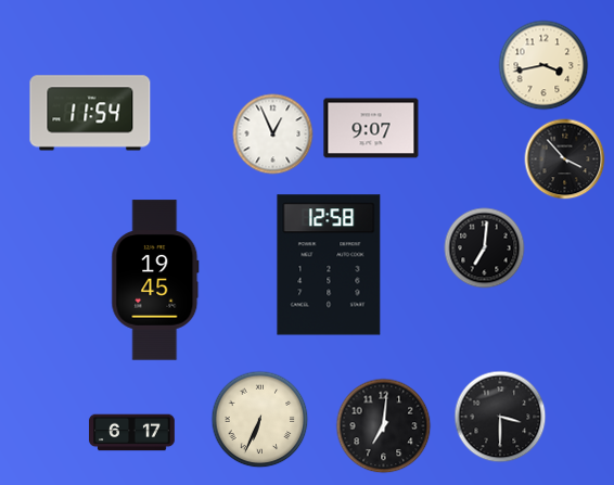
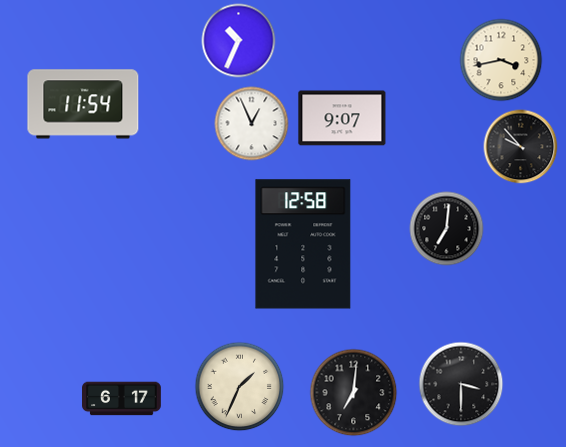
clock at (239, 41): none -> 10:34
clock at (565, 159): 3:53 -> 9:53
clock at (155, 280): 19:45 -> none
clock at (260, 420): 6:34 -> 1:34
